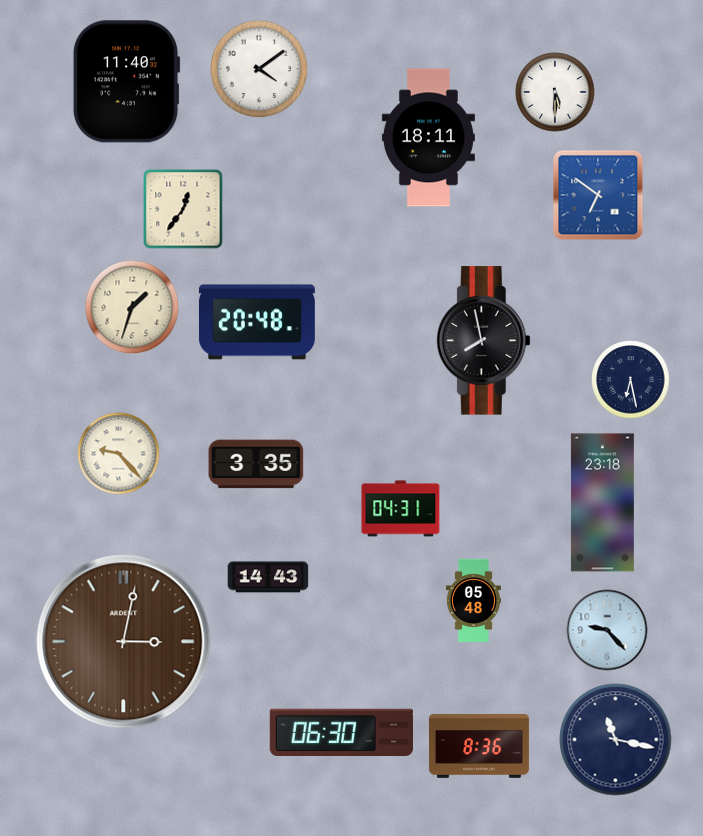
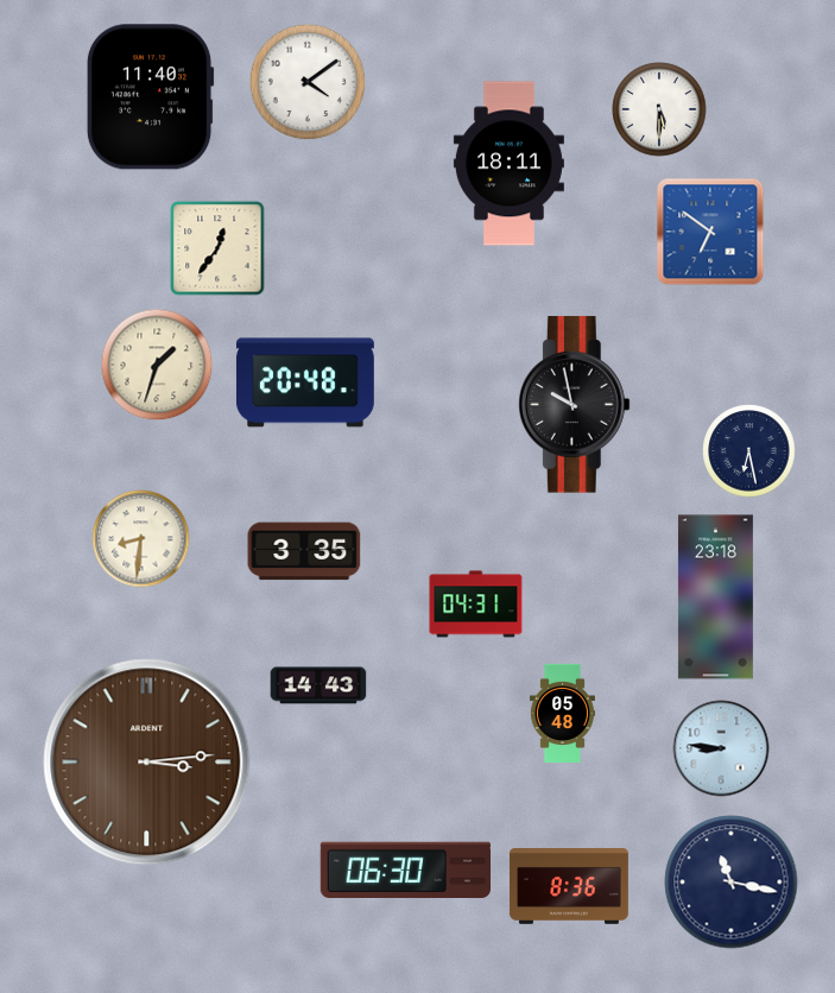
clock at (483, 341): 7:58 -> 9:58
clock at (119, 454): 9:23 -> 8:31
clock at (607, 630): 9:23 -> 8:46
clock at (124, 642): 3:02 -> 3:14
clock at (616, 740) position: (616, 740) -> (732, 883)
